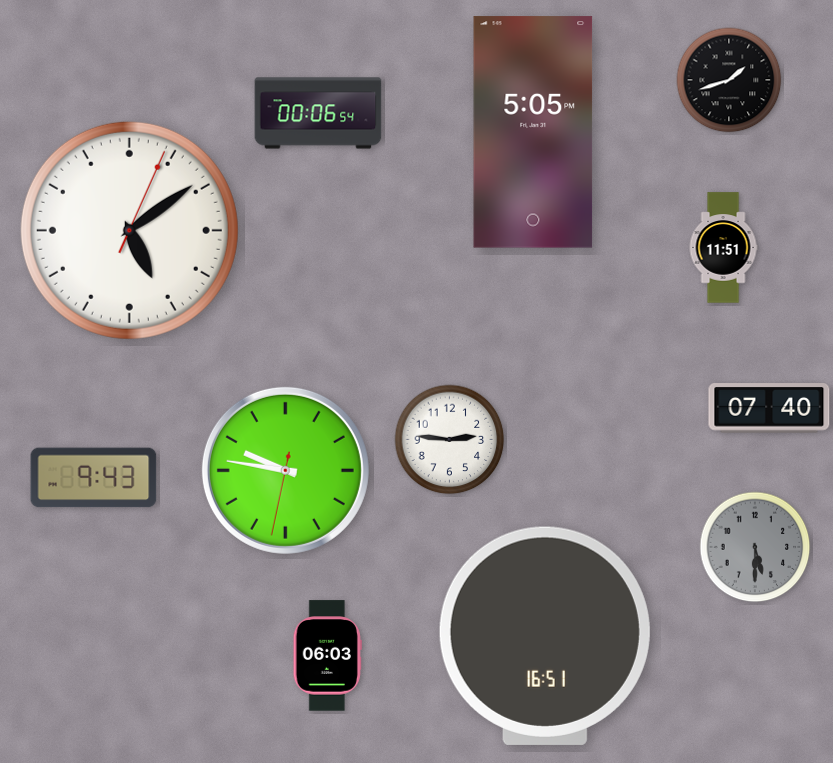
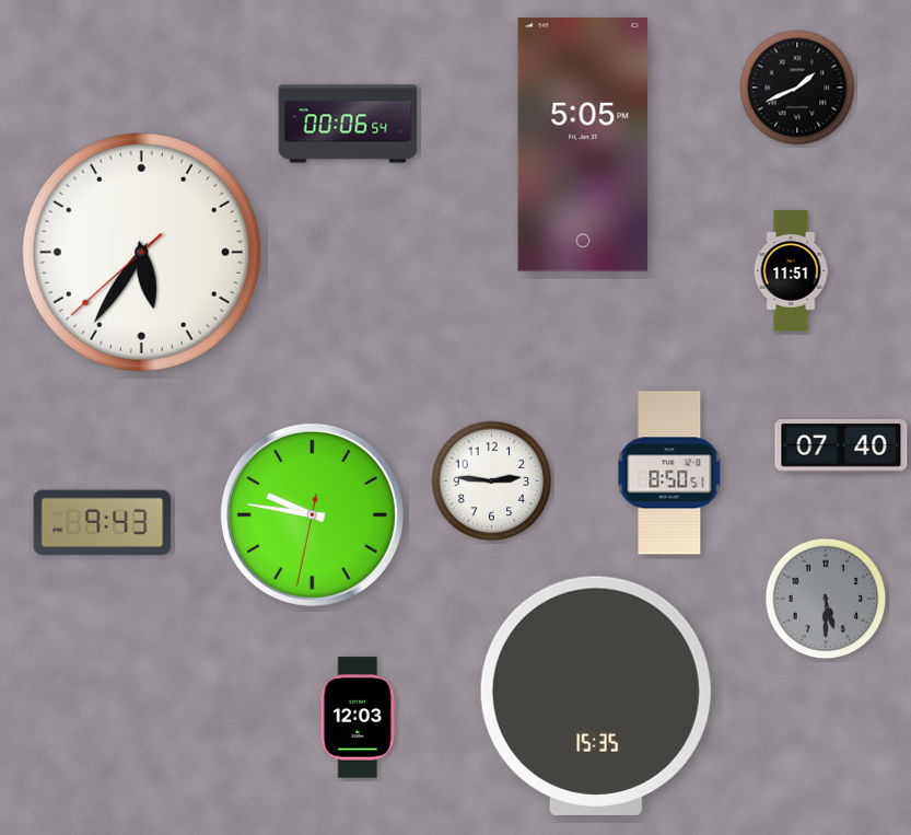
clock at (729, 80): 1:42 -> 1:41
clock at (129, 230): 5:09 -> 5:35
clock at (669, 473): none -> 8:50
clock at (545, 636): 16:51 -> 15:35
clock at (327, 656): 06:03 -> 12:03
